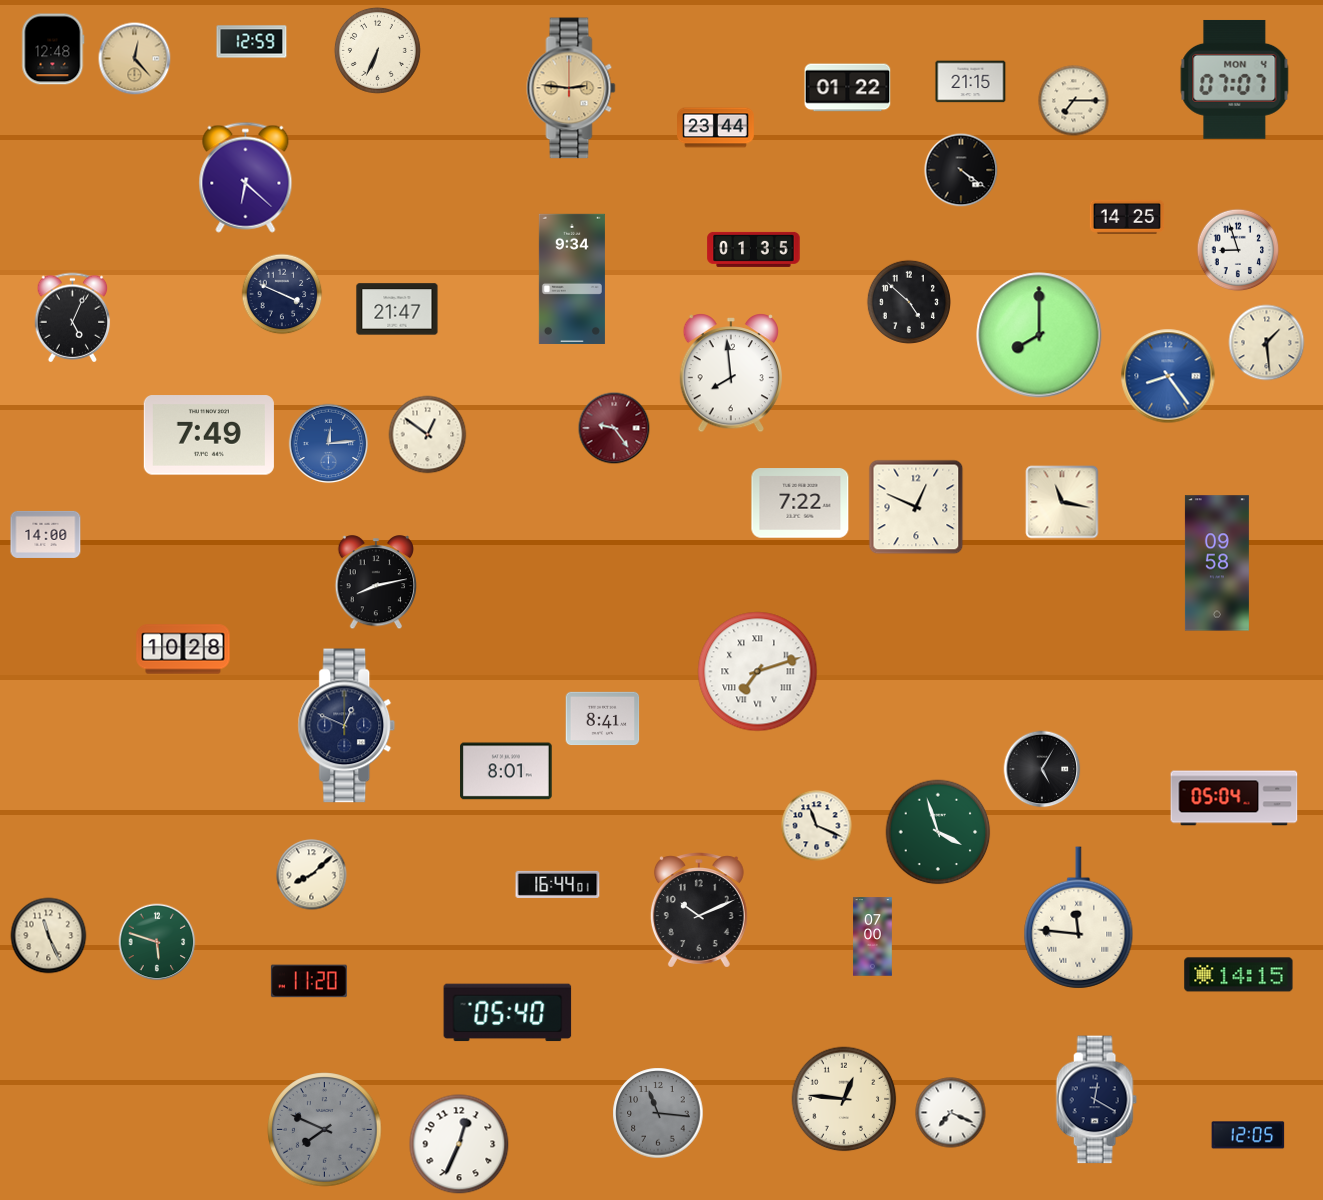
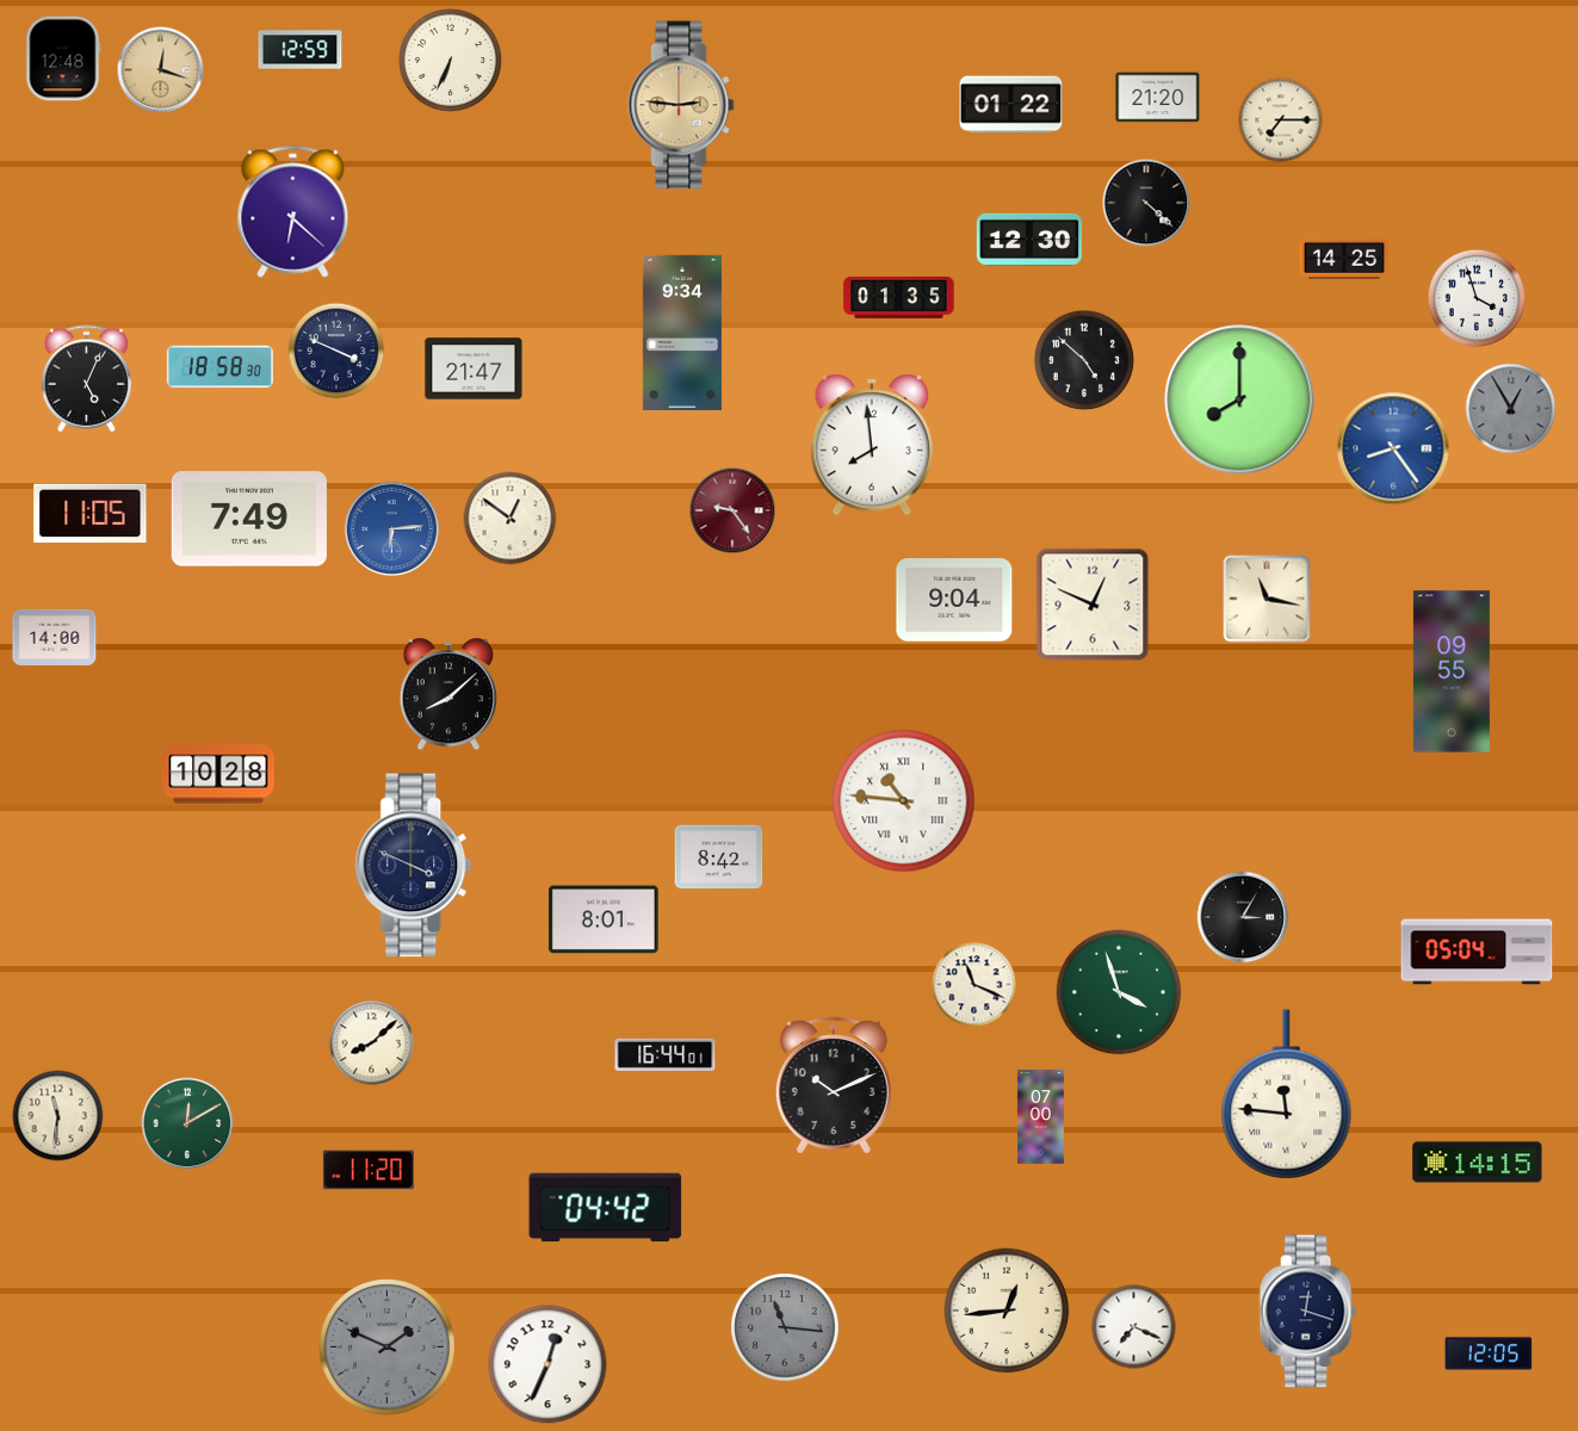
clock at (135, 59): 12:23 -> 12:18
clock at (1235, 79): 07:07 -> none
clock at (971, 82): 21:15 -> 21:20
clock at (716, 128): 23:44 -> none
clock at (961, 170): 4:21 -> 4:22
clock at (1028, 240): none -> 12:30
clock at (1238, 250): 8:57 -> 3:57
clock at (219, 367): none -> 18:58
clock at (1267, 343): 1:29 -> 12:55
clock at (1267, 343) dial: cream -> grey
clock at (91, 514): none -> 11:05
clock at (329, 444): 12:14 -> 6:14
clock at (800, 503): 7:22 -> 9:04
clock at (1217, 563): 09:58 -> 09:55
clock at (375, 583): 8:13 -> 8:08
clock at (758, 672): 7:12 -> 10:46
clock at (603, 719): 8:41 -> 8:42
clock at (347, 726): 12:49 -> 3:49
clock at (1042, 769): 5:05 -> 3:05
clock at (1234, 798) position: (1234, 798) -> (1477, 952)
clock at (49, 936): 11:26 -> 11:31
clock at (157, 942): 5:48 -> 12:10
clock at (508, 1013): 05:40 -> 04:42
clock at (844, 1099): 12:46 -> 12:44
clock at (1096, 1100): 12:20 -> 12:18
clock at (325, 1130): 7:49 -> 1:49
